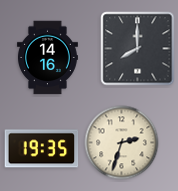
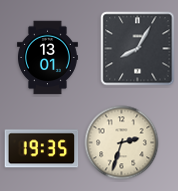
clock at (138, 49): 8:00 -> 8:05
clock at (47, 58): 14:16 -> 13:01
